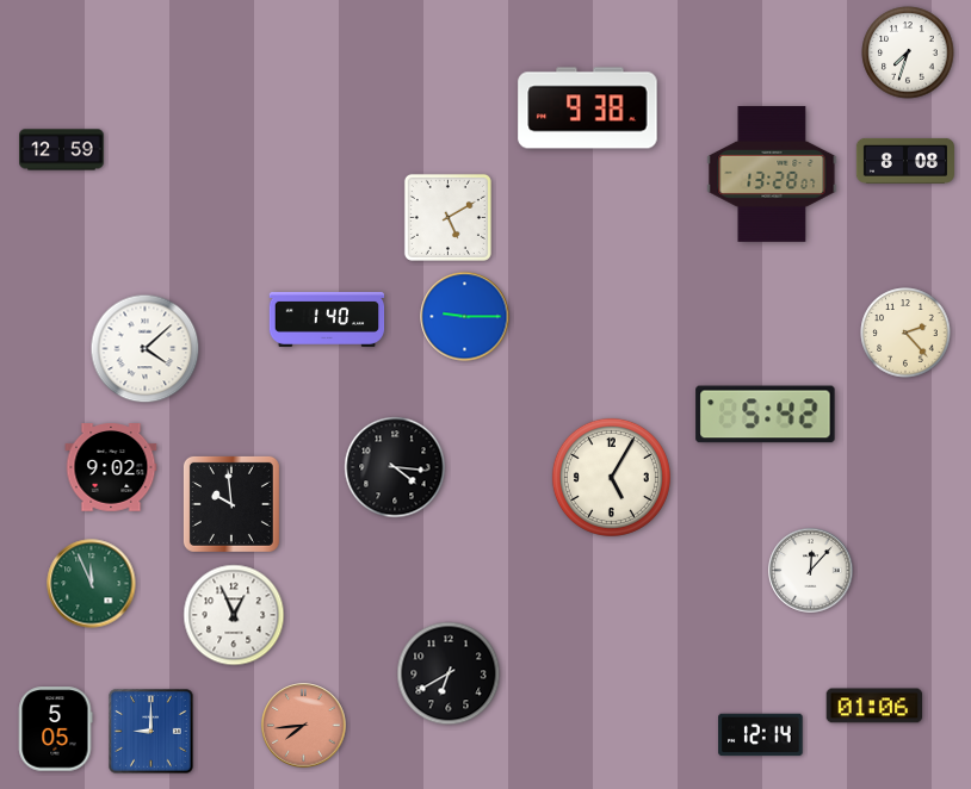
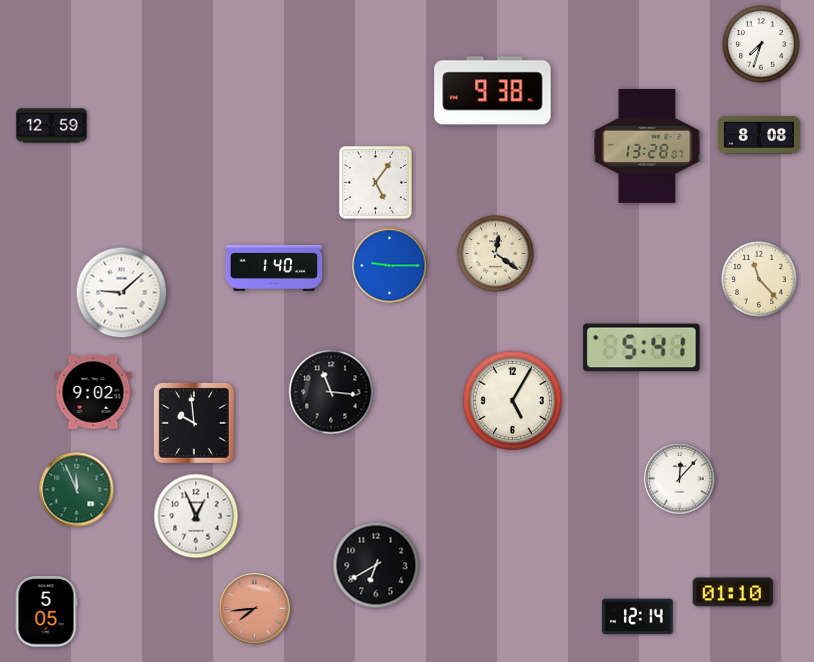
clock at (447, 217): 5:10 -> 5:06
clock at (496, 254): none -> 12:21
clock at (905, 333): 2:23 -> 11:23
clock at (146, 349): 4:08 -> 9:08
clock at (766, 415): 5:42 -> 5:41
clock at (395, 467): 4:16 -> 11:16
clock at (874, 706): 01:06 -> 01:10
clock at (151, 732): 9:00 -> none
